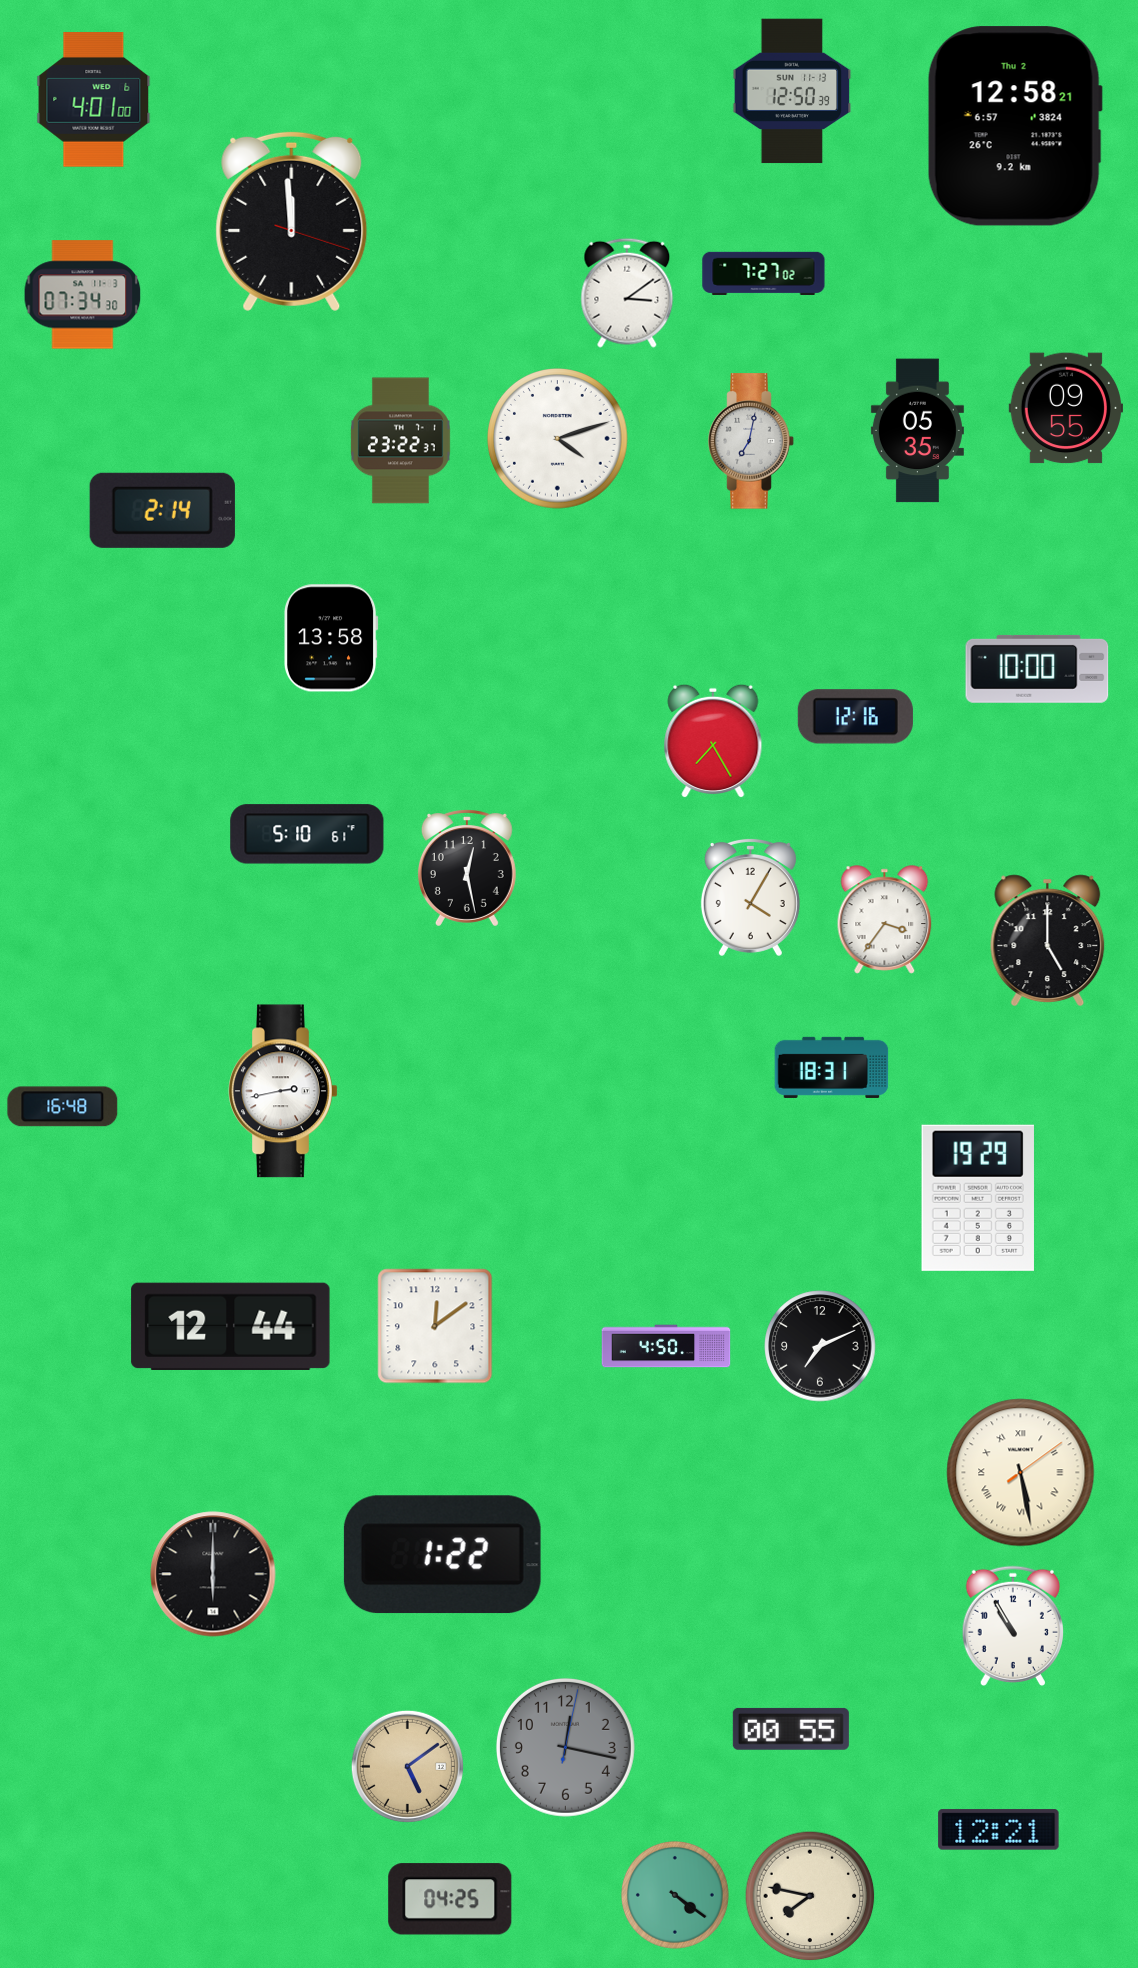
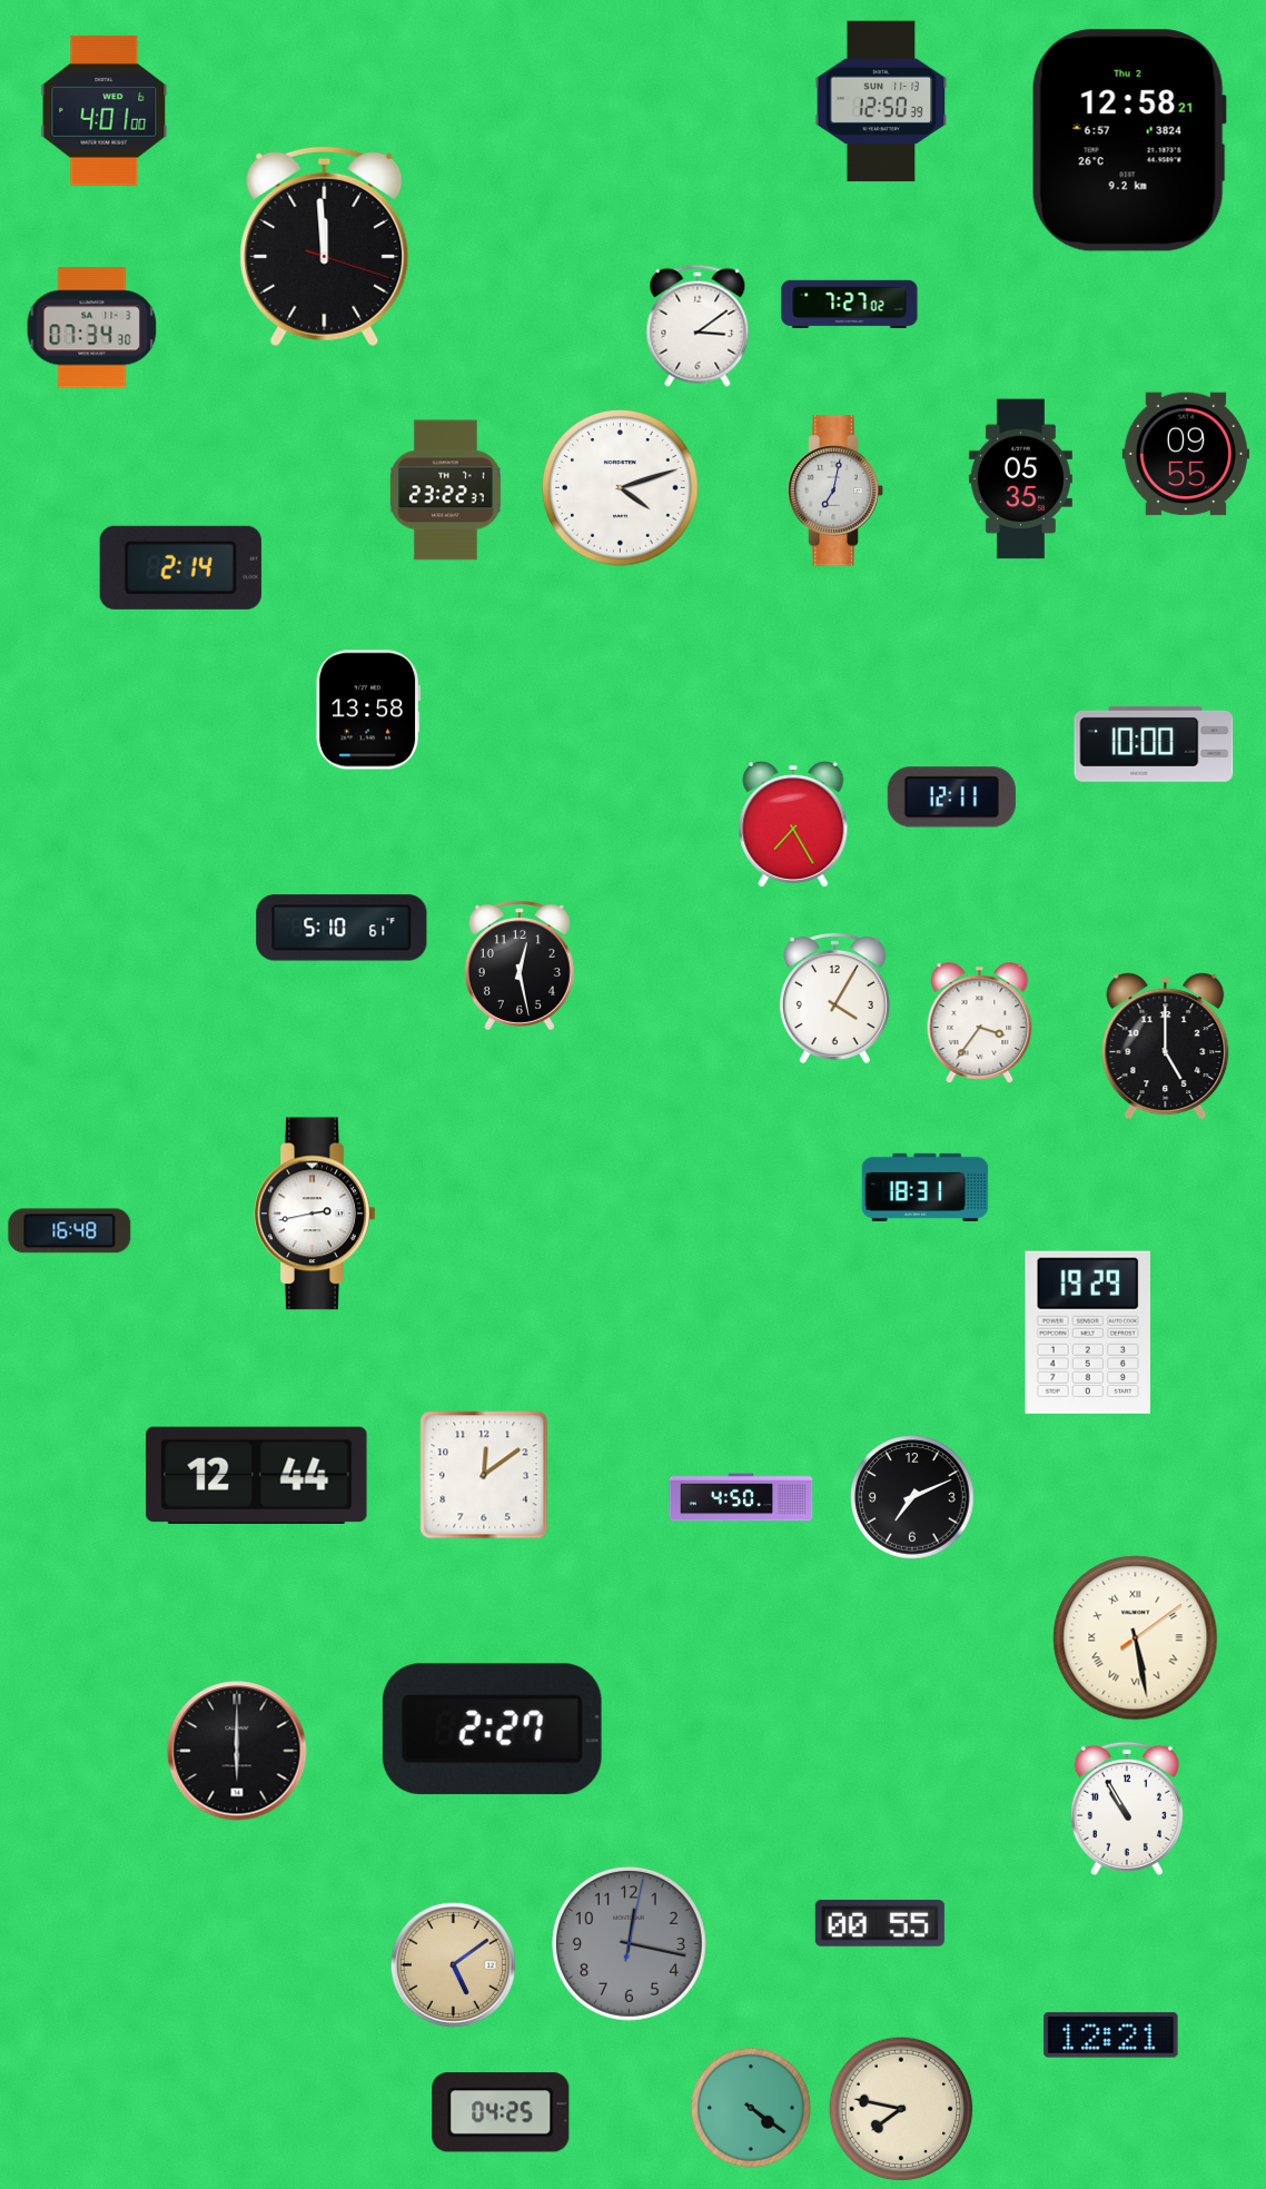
clock at (855, 717): 12:16 -> 12:11
clock at (885, 920) position: (885, 920) -> (980, 1023)
clock at (442, 1555): 1:22 -> 2:27
